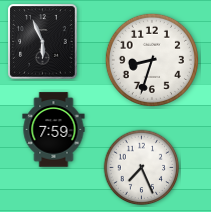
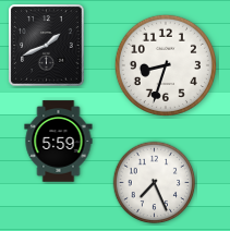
clock at (43, 42): 5:56 -> 1:41
clock at (54, 130): 7:59 -> 5:59
